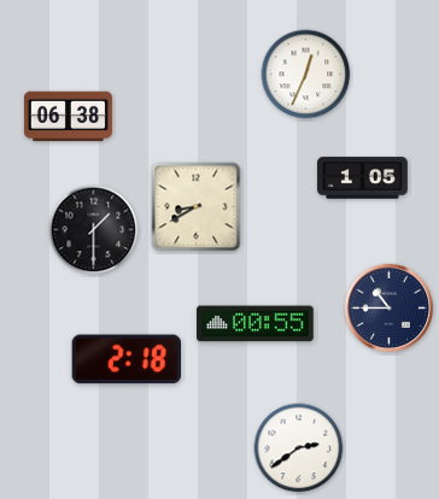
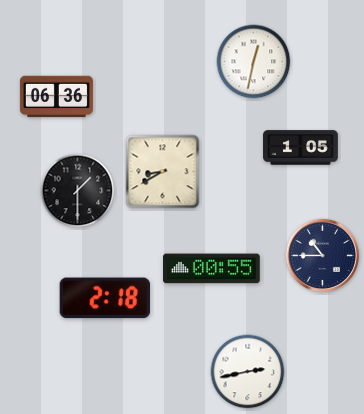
clock at (306, 75): 12:34 -> 12:32
clock at (68, 117): 06:38 -> 06:36
clock at (299, 448): 2:39 -> 2:43
